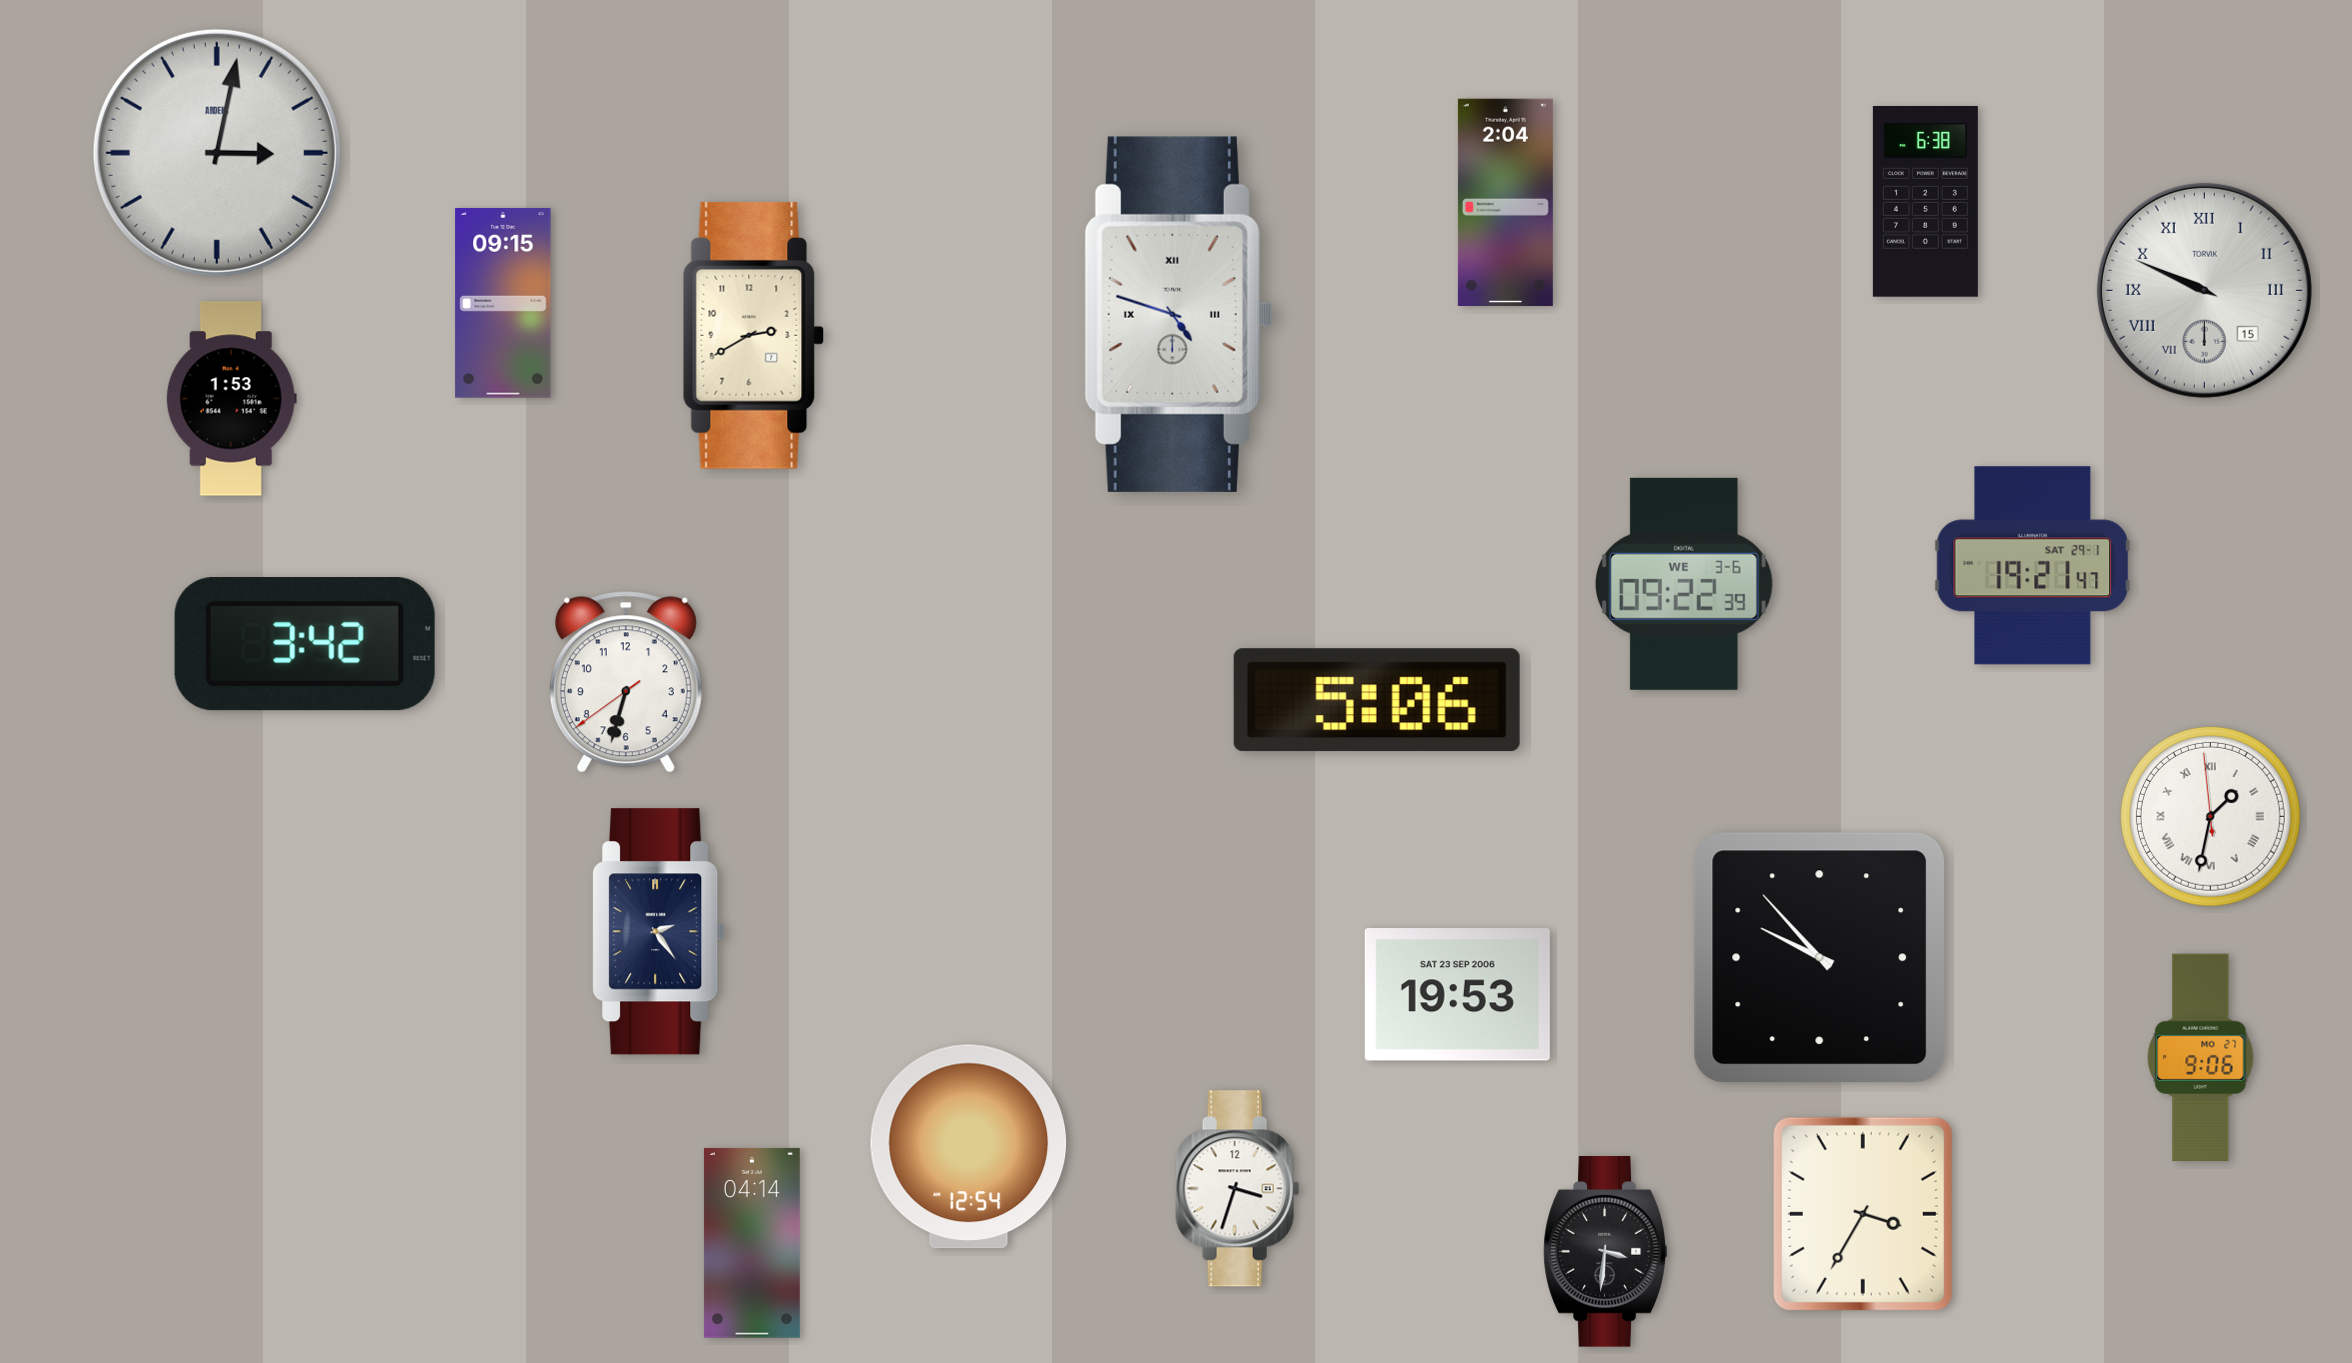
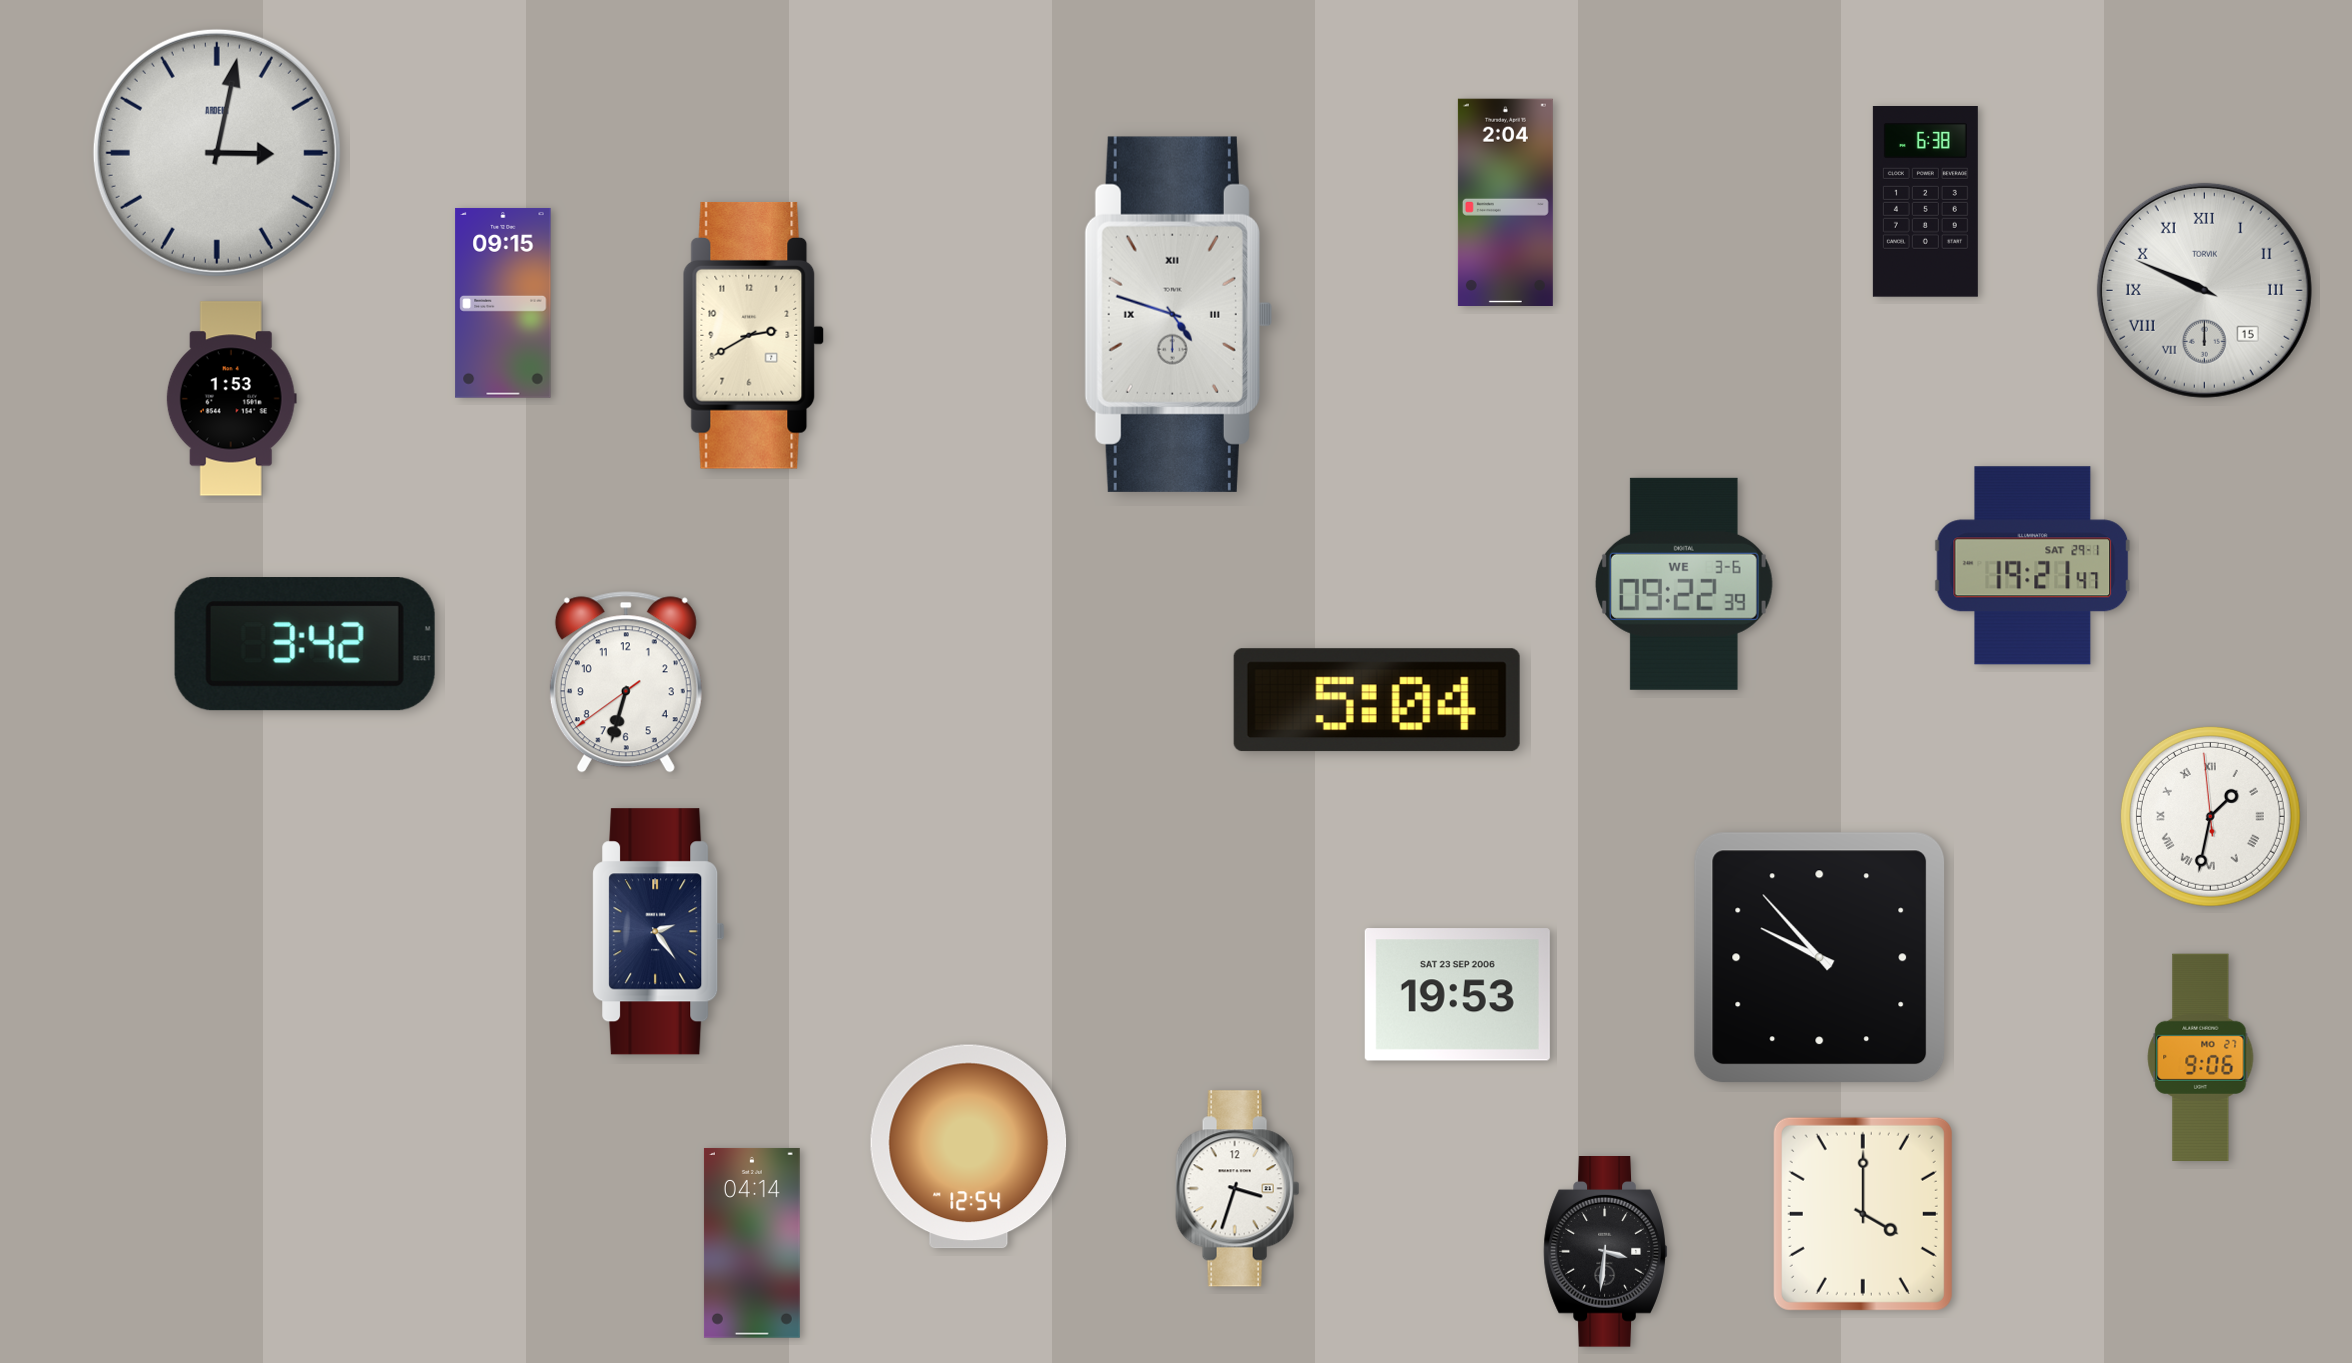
clock at (1377, 700): 5:06 -> 5:04
clock at (1863, 1214): 3:35 -> 4:00
